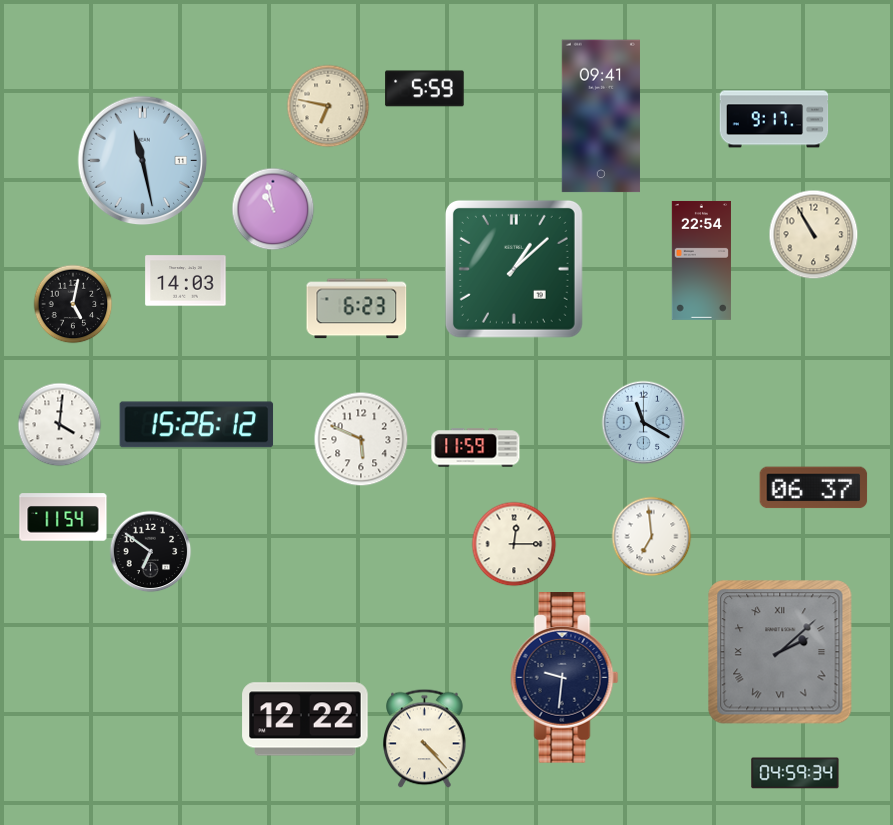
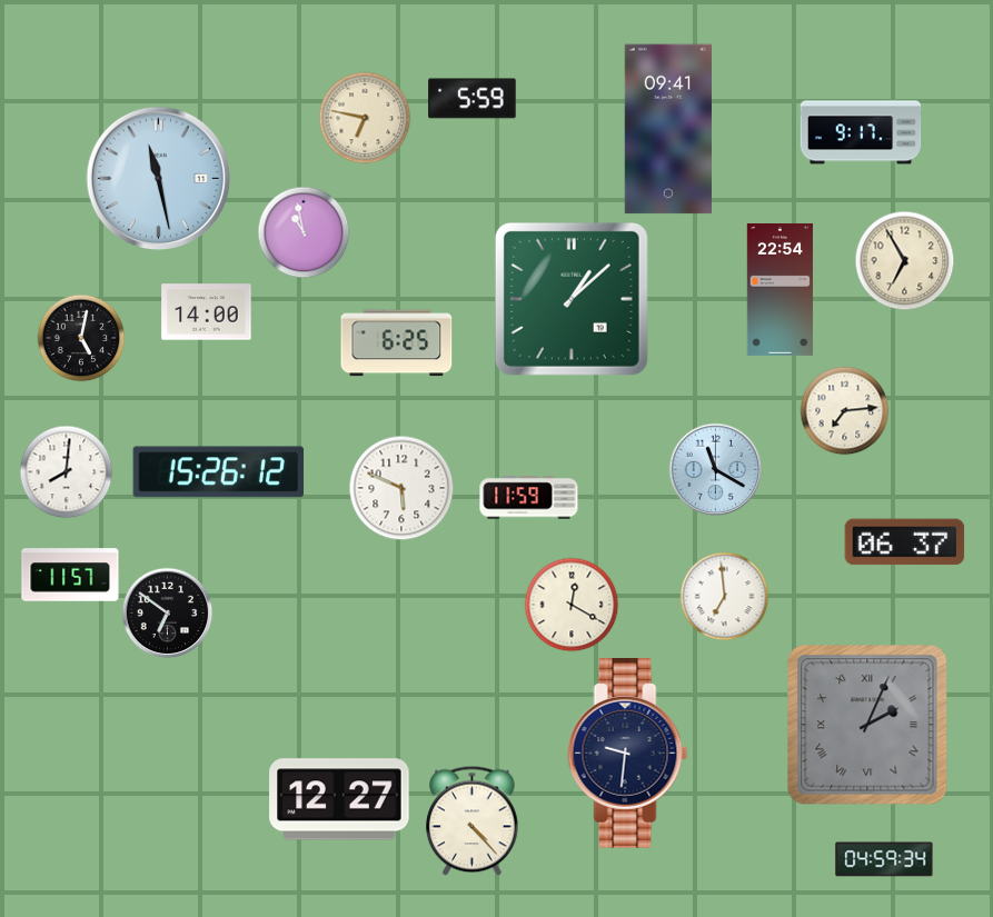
clock at (813, 234): 10:55 -> 6:55
clock at (186, 281): 14:03 -> 14:00
clock at (357, 309): 6:23 -> 6:25
clock at (844, 410): none -> 7:14
clock at (59, 424): 4:01 -> 8:01
clock at (63, 517): 11:54 -> 11:57
clock at (514, 544): 12:15 -> 12:20
clock at (780, 652): 2:08 -> 2:04
clock at (305, 719): 12:22 -> 12:27
